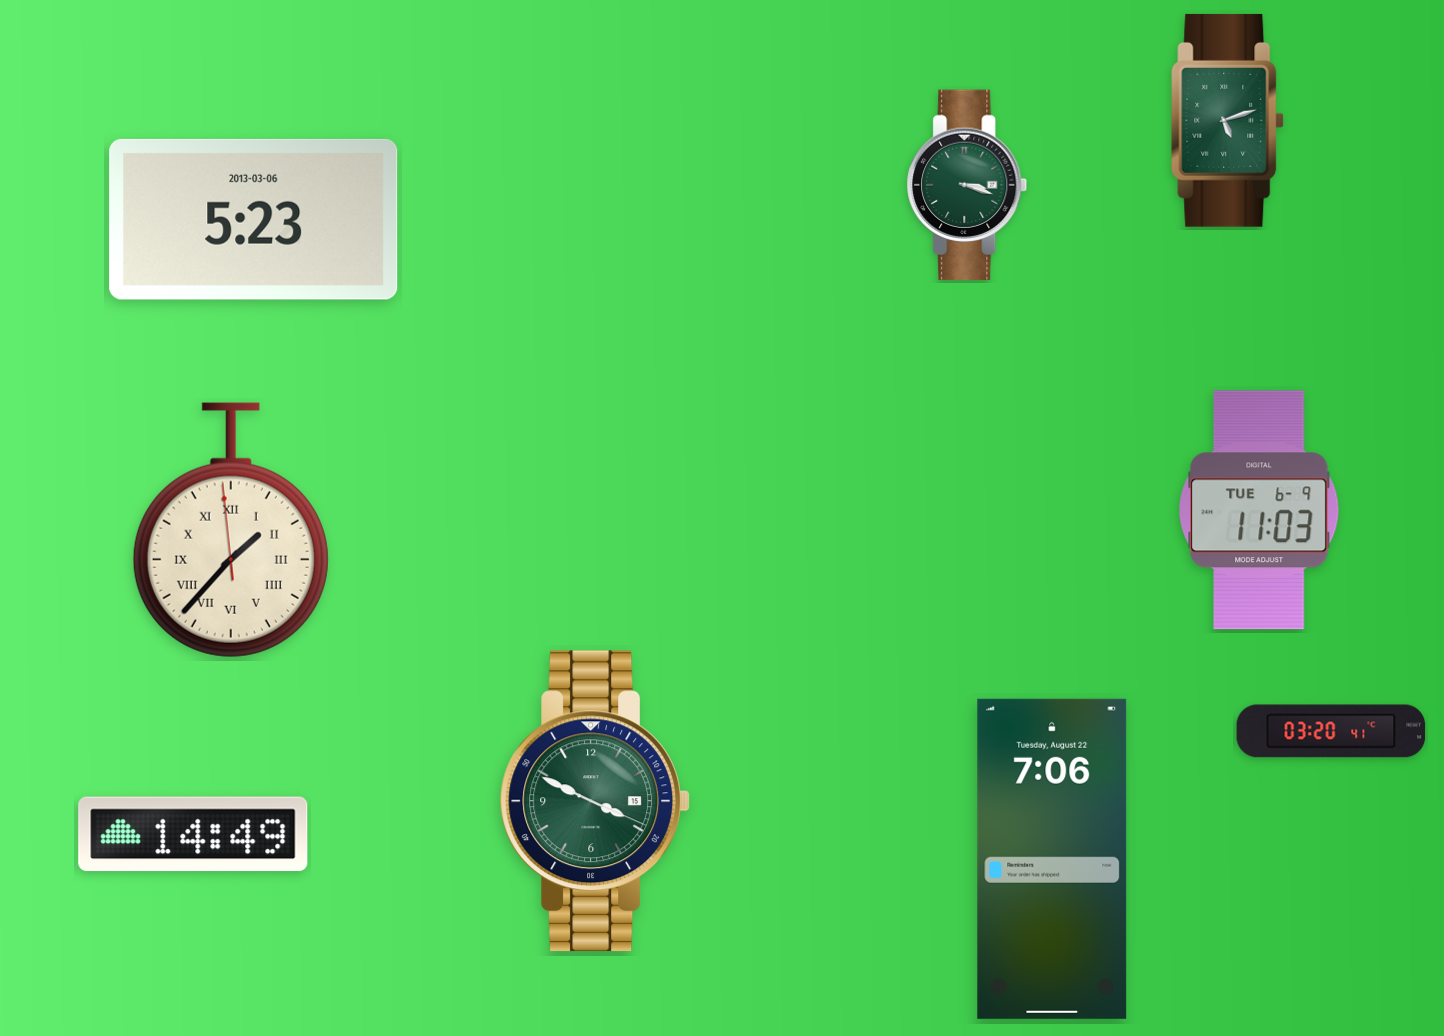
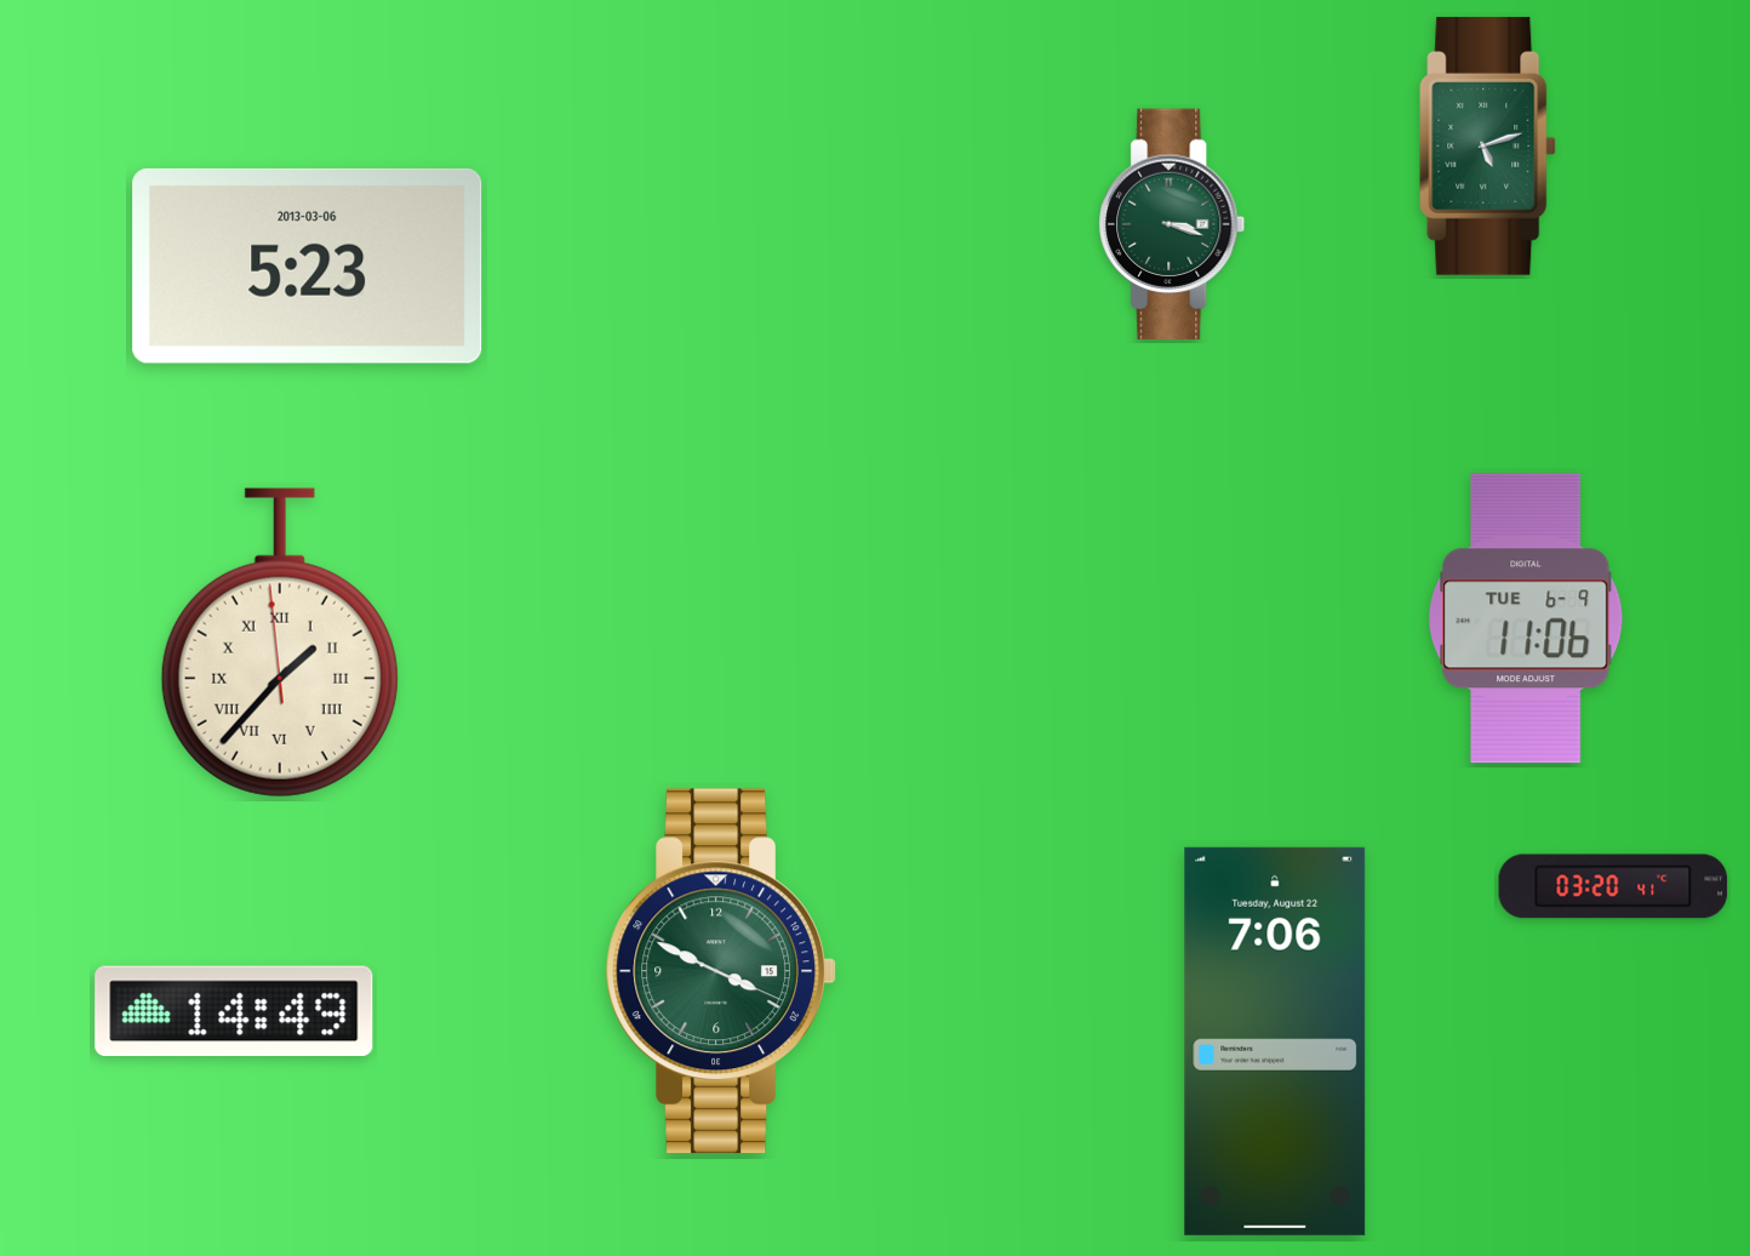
clock at (1259, 510): 11:03 -> 11:06
